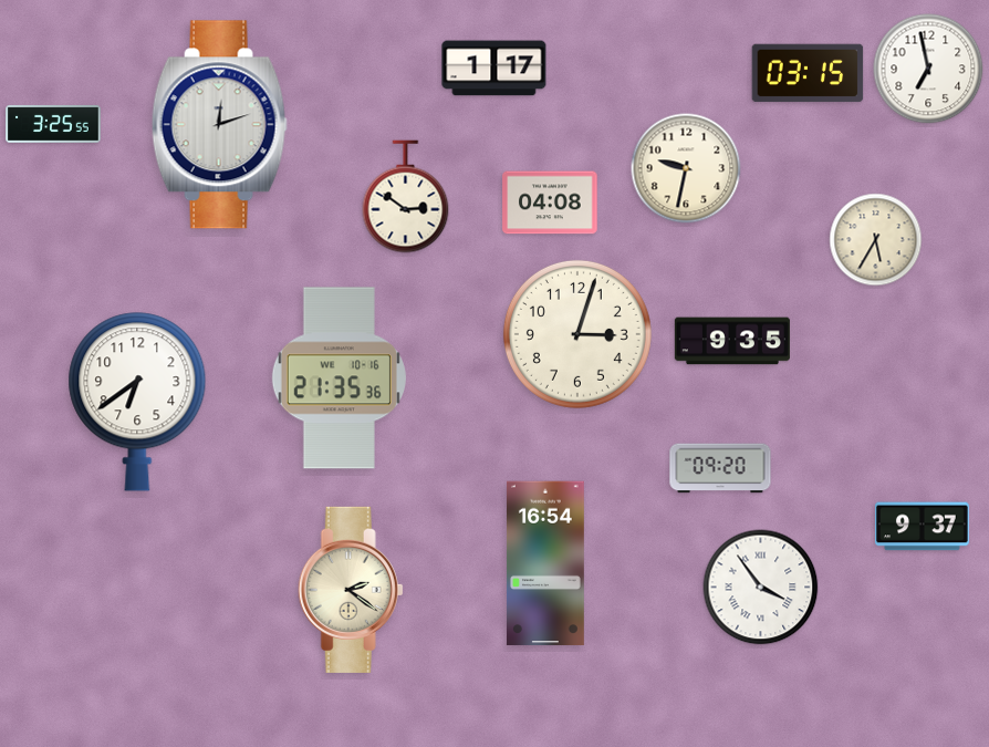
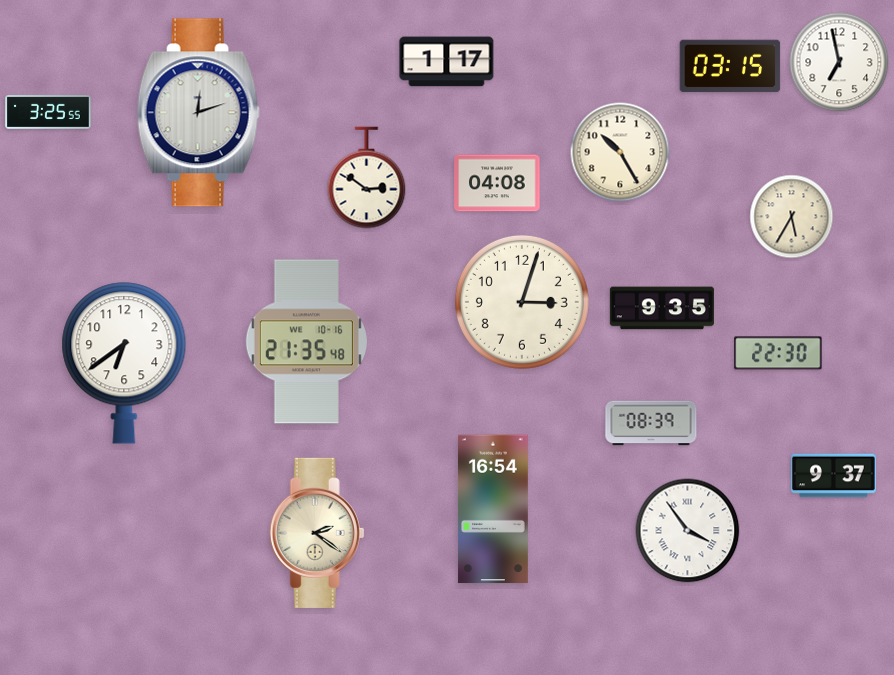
clock at (686, 168): 9:32 -> 10:25
clock at (339, 378): 21:35:36 -> 21:35:48
clock at (778, 353): none -> 22:30
clock at (720, 468): 09:20 -> 08:39
